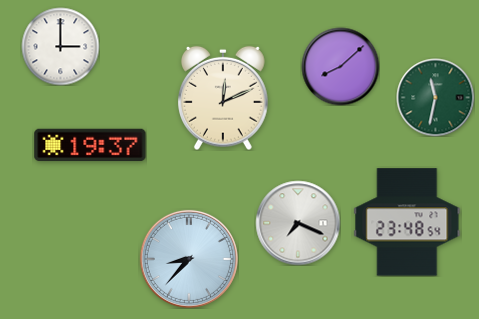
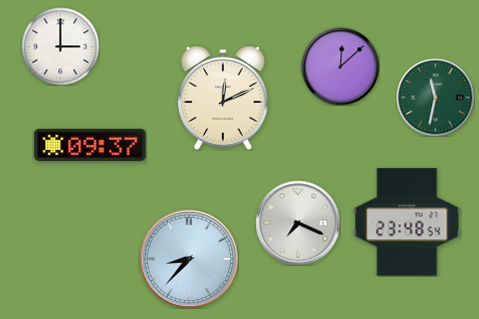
clock at (340, 66): 8:08 -> 12:08
clock at (90, 145): 19:37 -> 09:37
